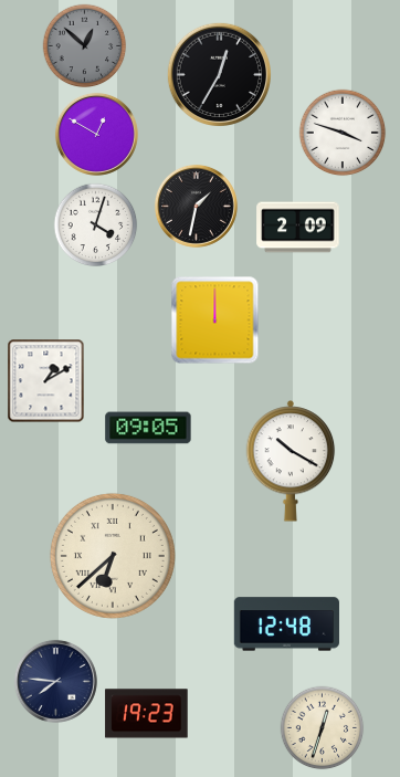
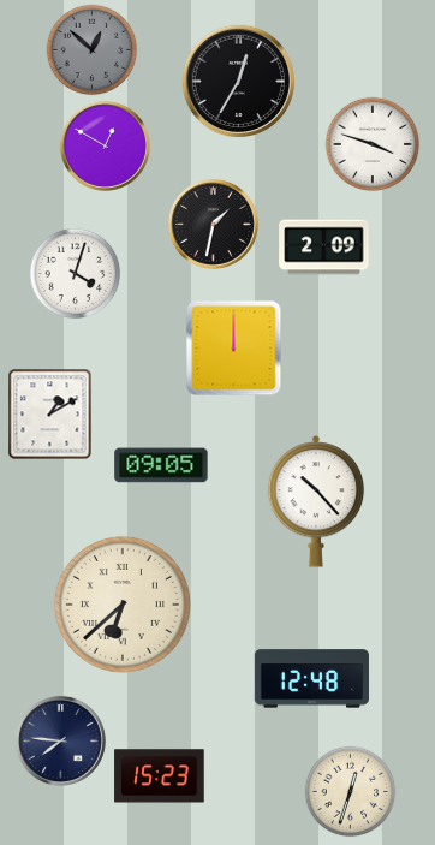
clock at (96, 225) position: (96, 225) -> (76, 274)
clock at (291, 462): 10:20 -> 10:23
clock at (147, 714): 19:23 -> 15:23
